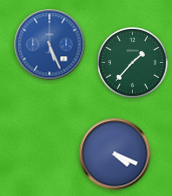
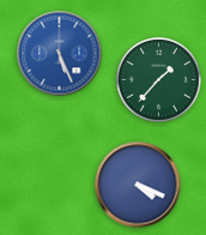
clock at (133, 63) position: (133, 63) -> (159, 80)
